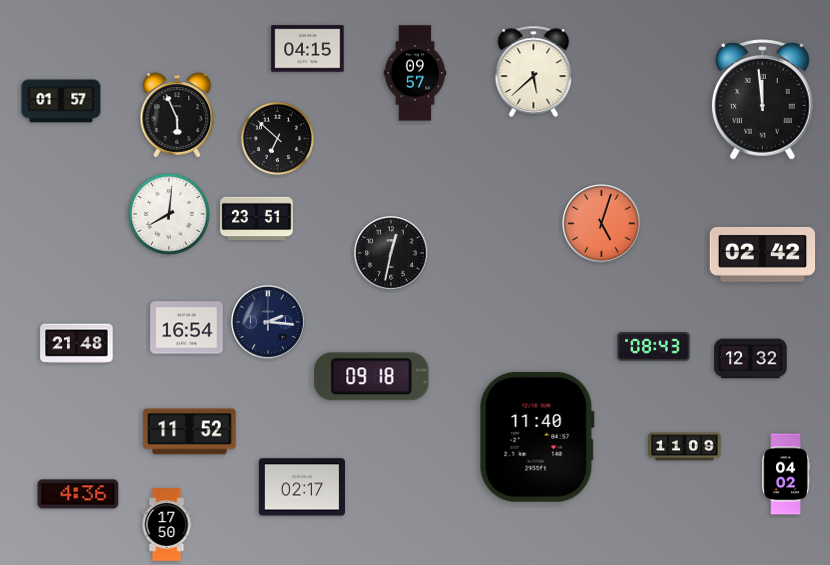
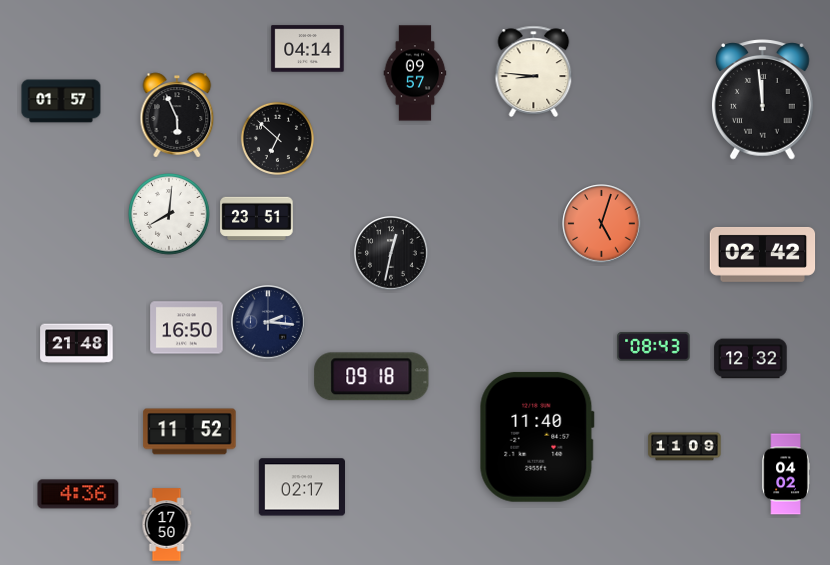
clock at (308, 49): 04:15 -> 04:14
clock at (534, 71): 5:38 -> 8:46
clock at (187, 328): 16:54 -> 16:50
